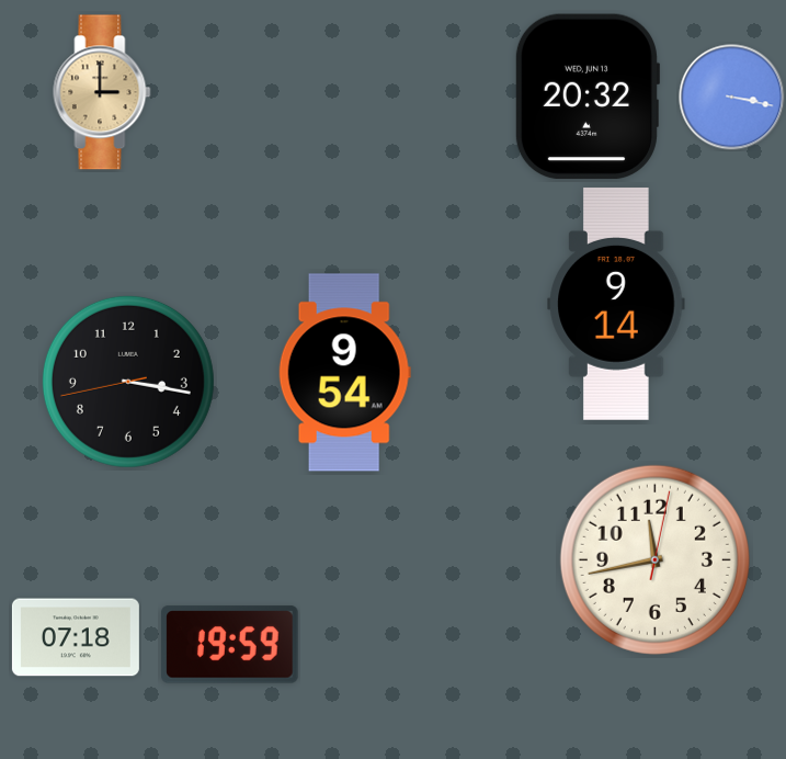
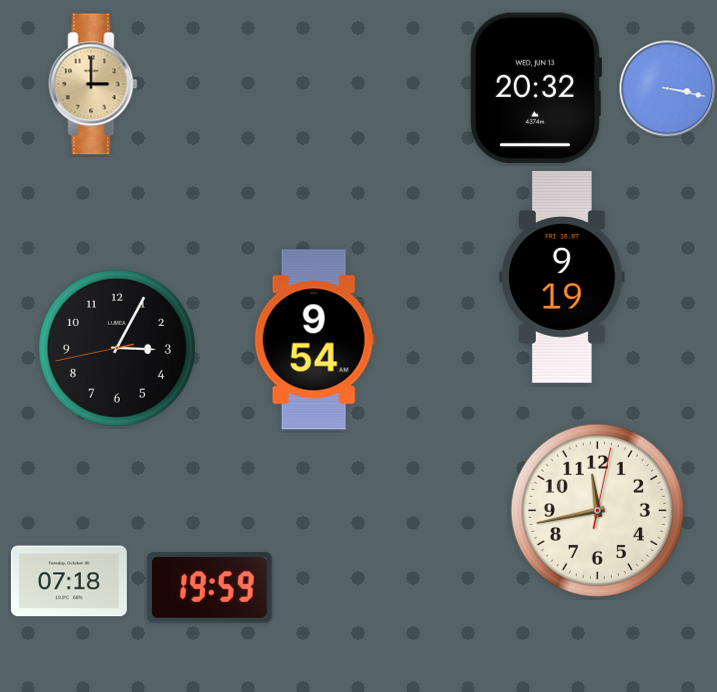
clock at (616, 304): 9:14 -> 9:19
clock at (128, 382): 3:16 -> 3:04
